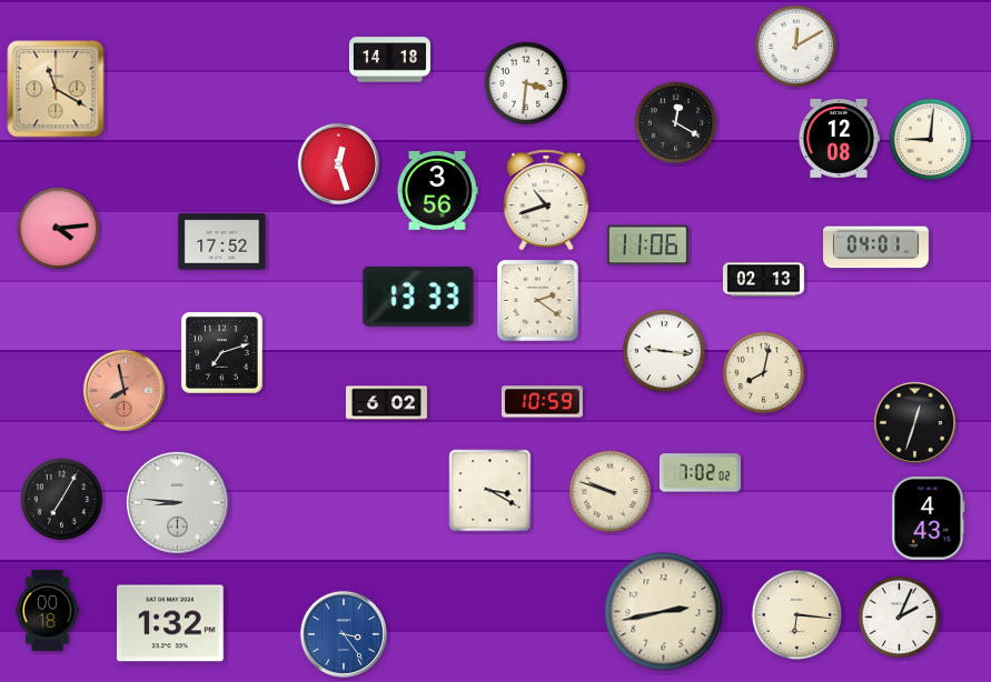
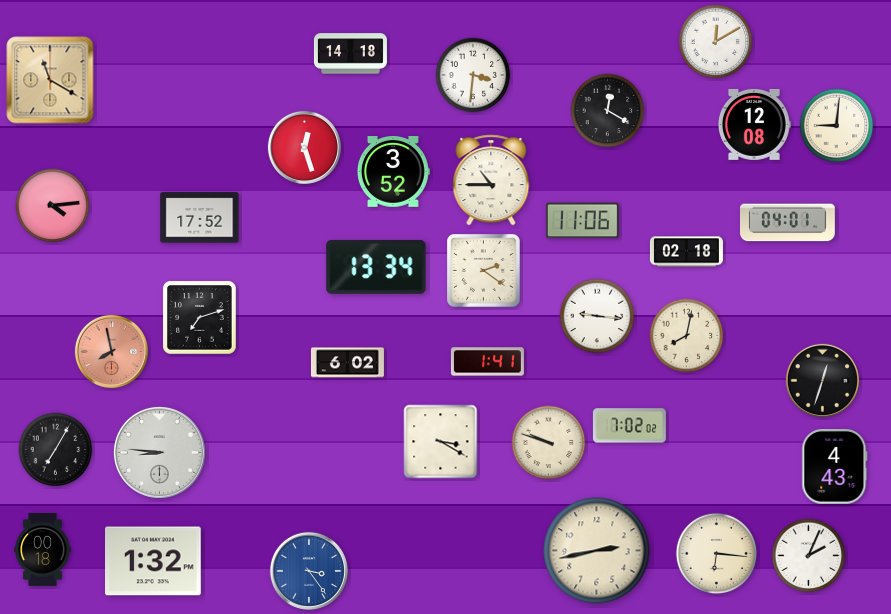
clock at (437, 191): 3:56 -> 3:52
clock at (546, 200): 10:42 -> 10:45
clock at (763, 280): 02:13 -> 02:18
clock at (418, 297): 13:33 -> 13:34
clock at (542, 402): 10:59 -> 1:41
